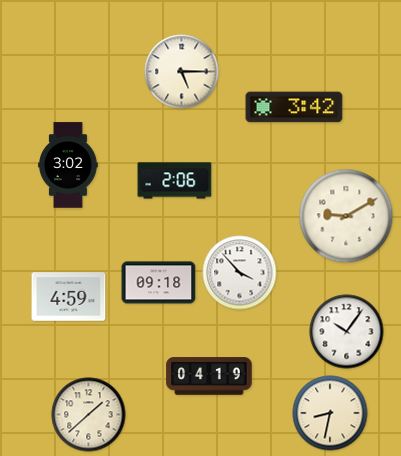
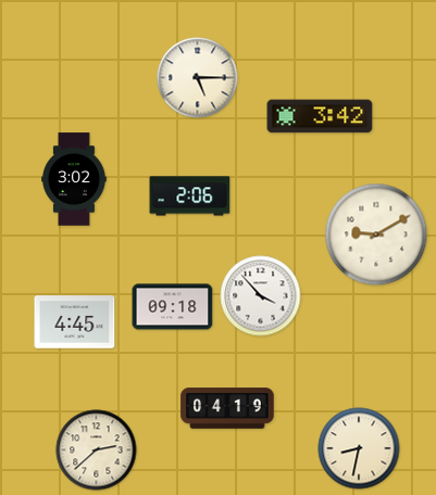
clock at (69, 297): 4:59 -> 4:45
clock at (347, 332): 10:06 -> none
clock at (89, 415): 1:38 -> 2:38
